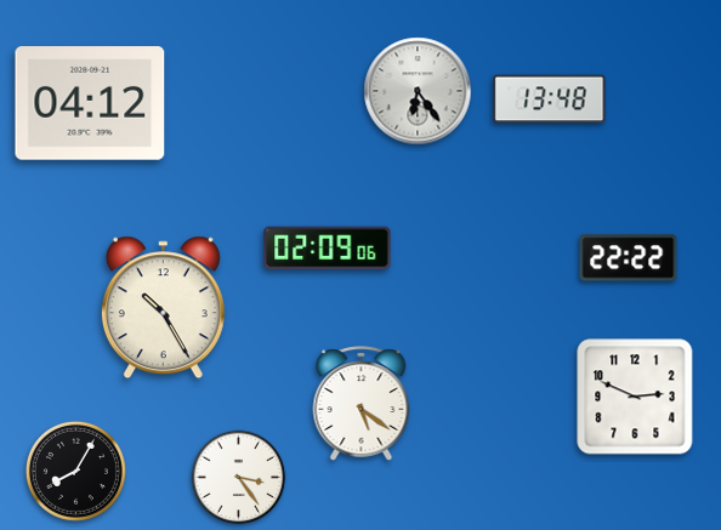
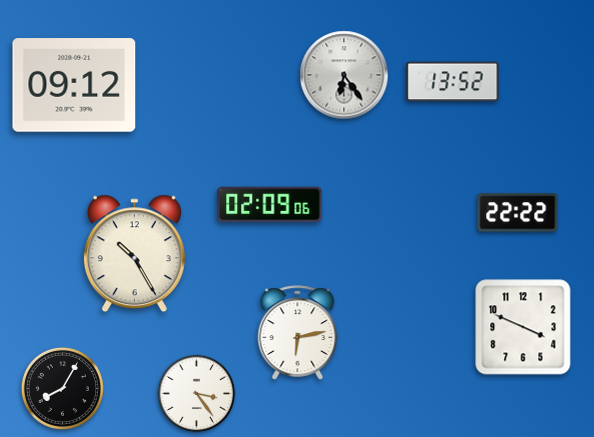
clock at (550, 99): 13:48 -> 13:52
clock at (90, 103): 04:12 -> 09:12
clock at (635, 397): 2:49 -> 3:49
clock at (362, 404): 5:21 -> 6:13
